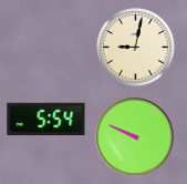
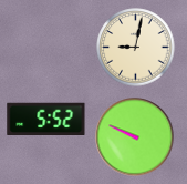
clock at (46, 120): 5:54 -> 5:52
